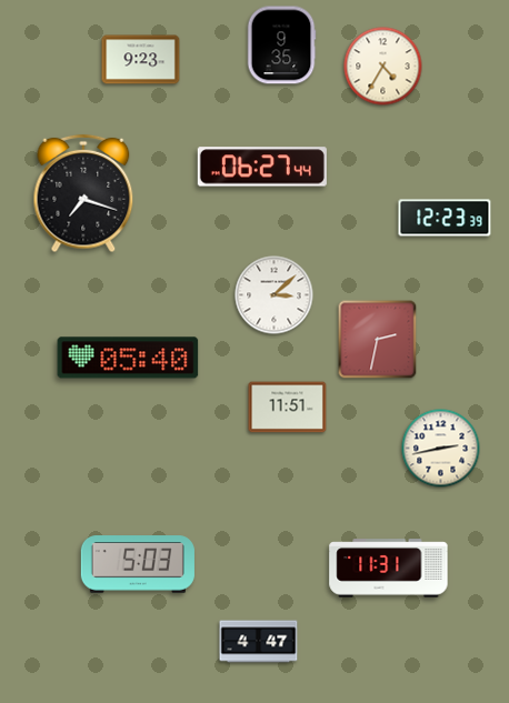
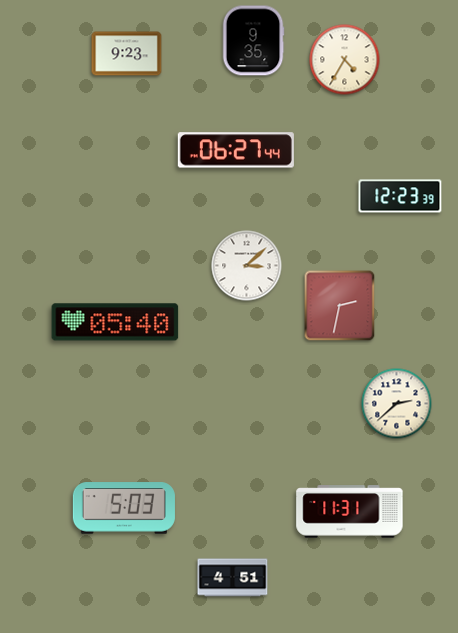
clock at (83, 193): 7:18 -> none
clock at (288, 408): 11:51 -> none
clock at (441, 449): 2:43 -> 2:38
clock at (259, 642): 4:47 -> 4:51
